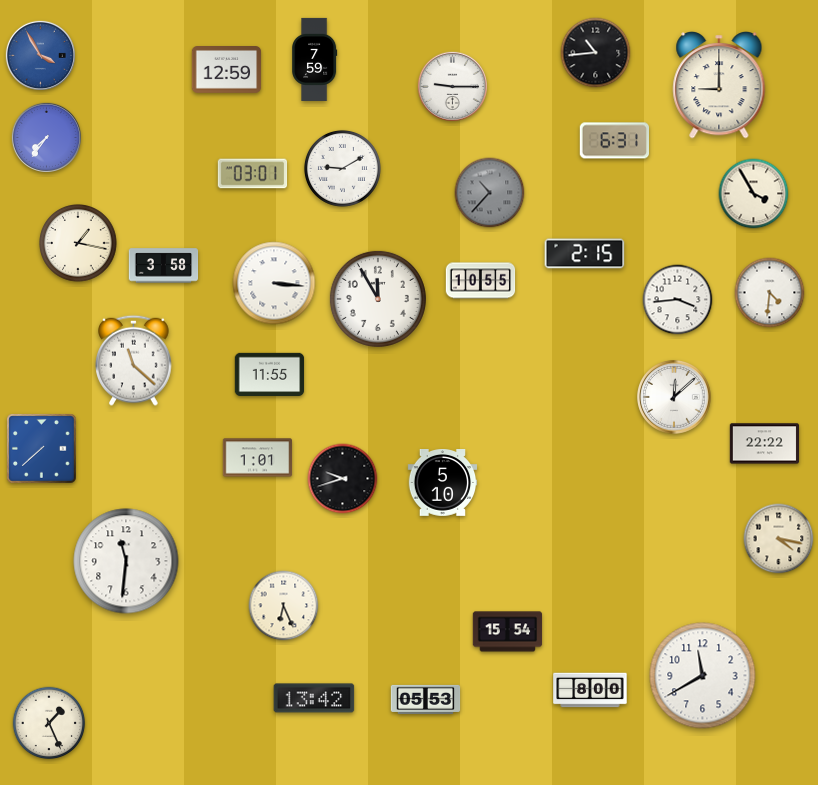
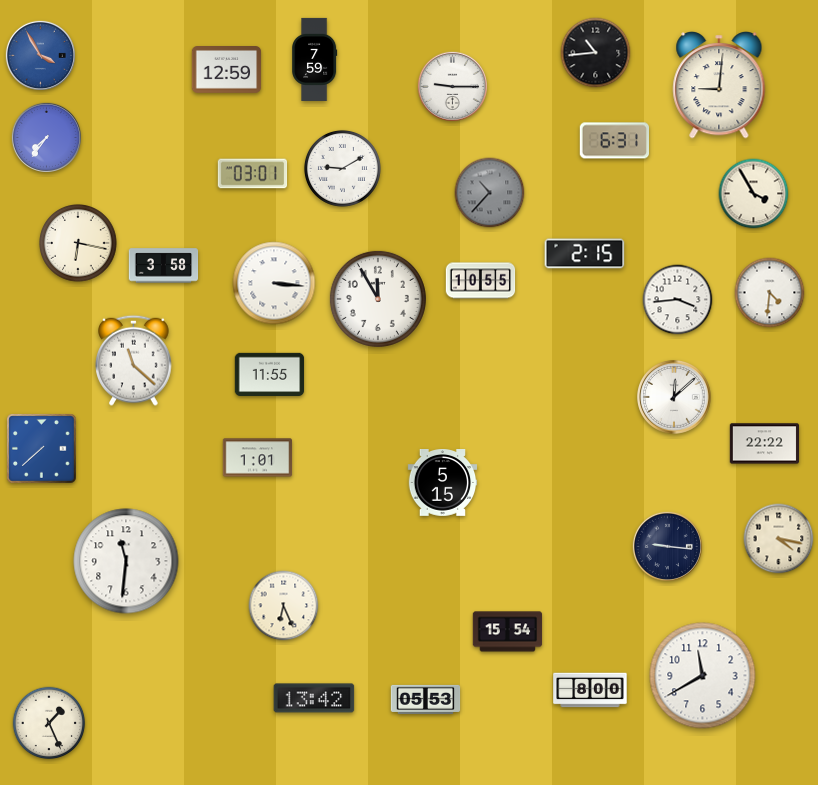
clock at (719, 86): 9:00 -> 9:01
clock at (79, 244): 1:17 -> 6:17
clock at (343, 479): 9:42 -> none
clock at (443, 483): 5:10 -> 5:15
clock at (667, 546): none -> 9:16
